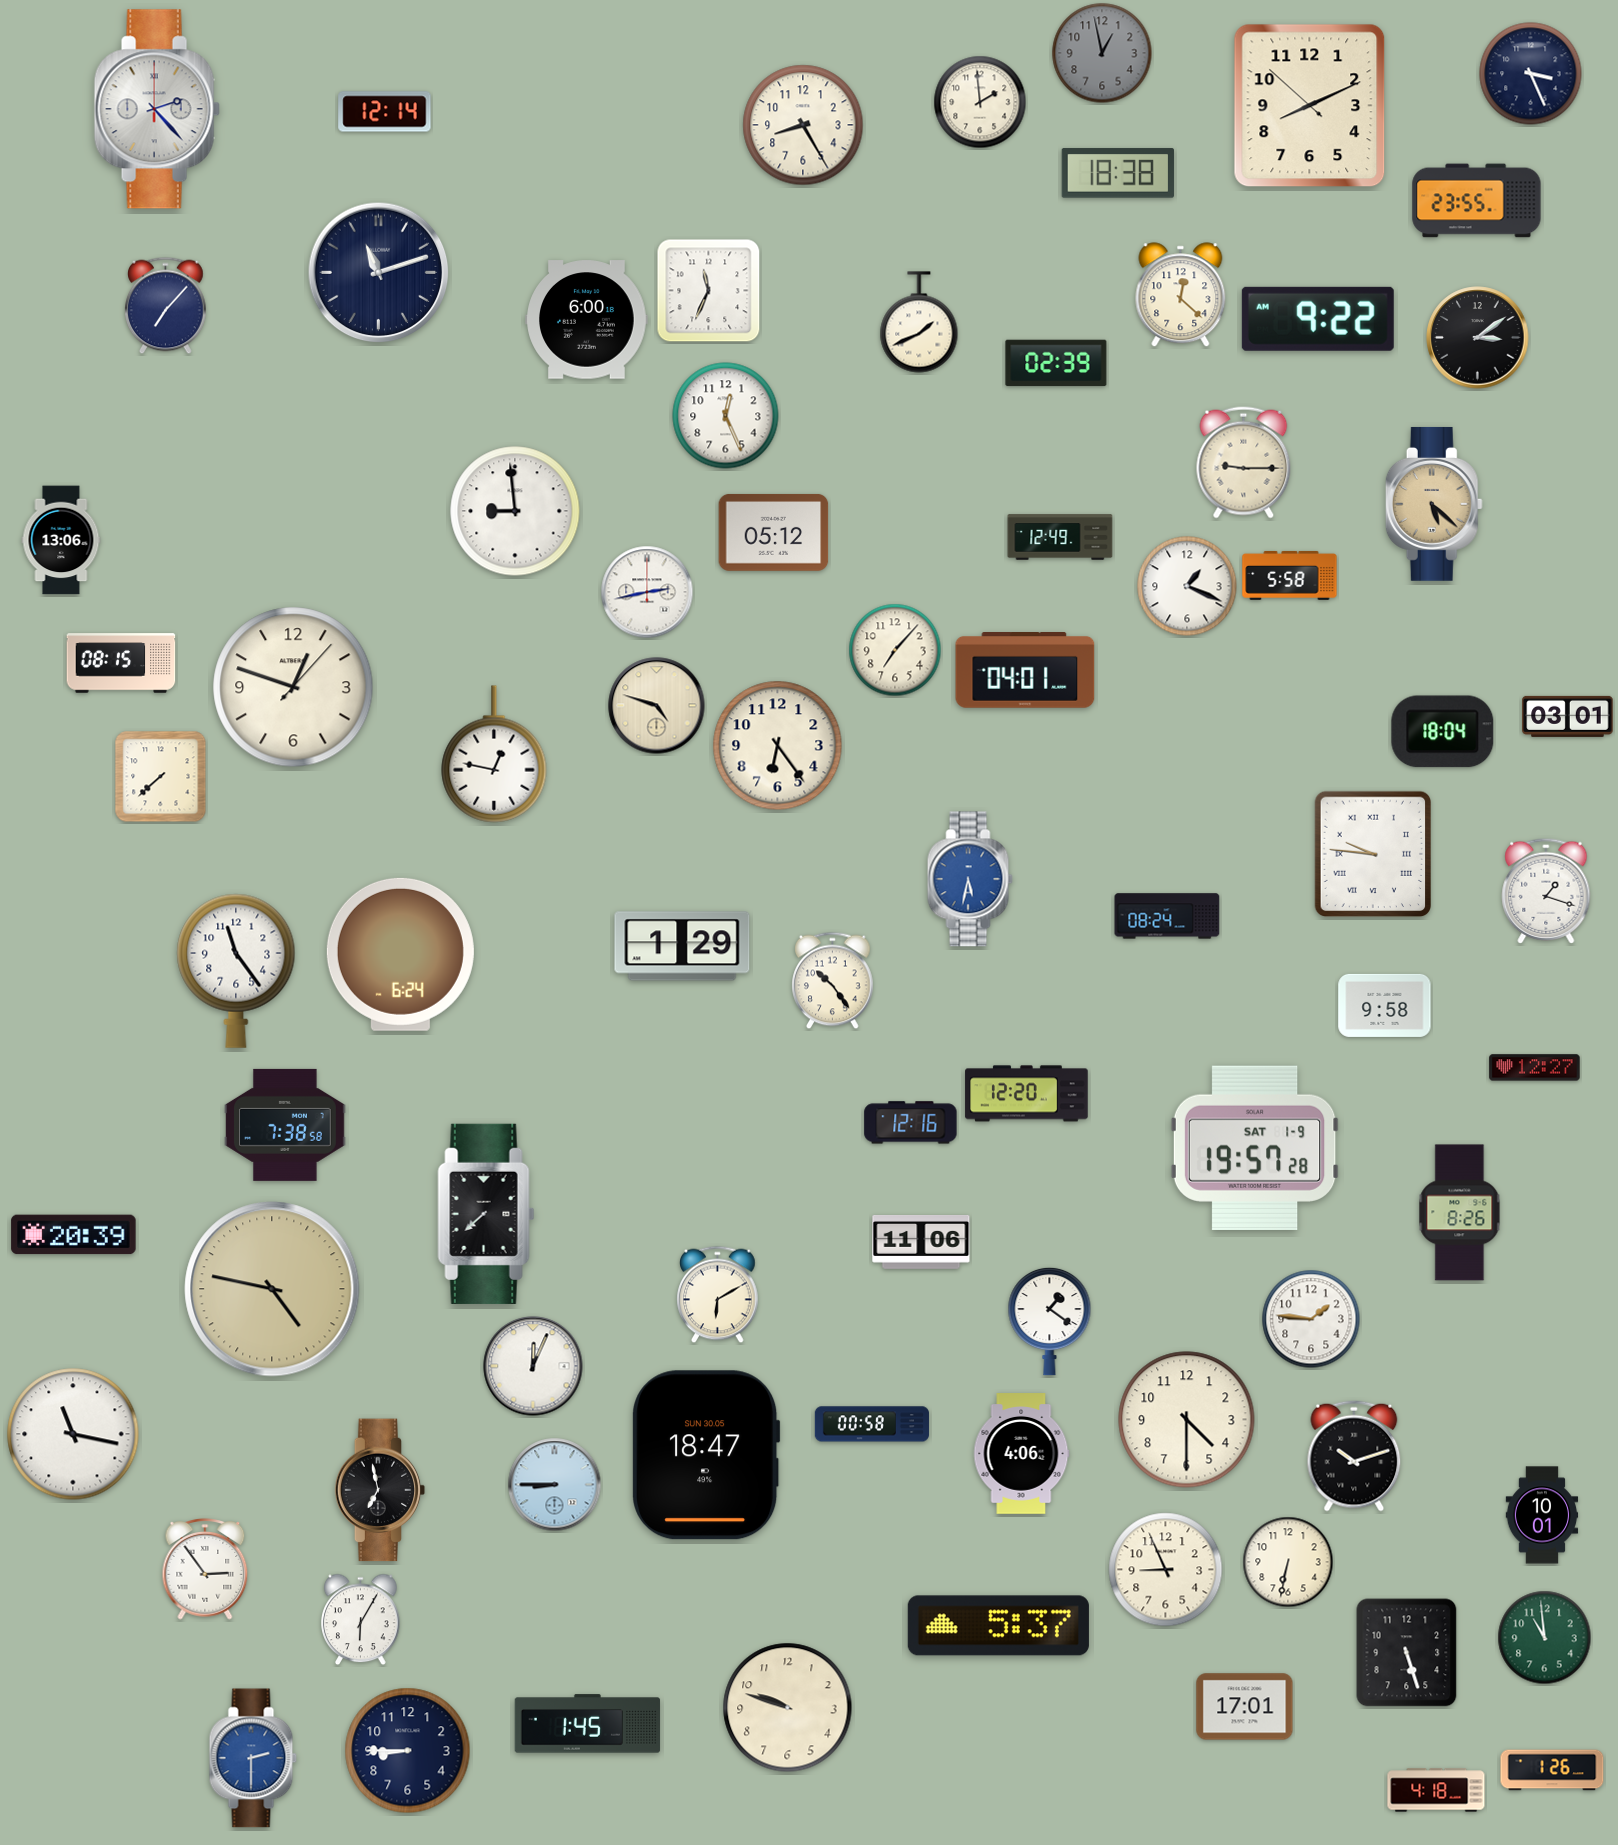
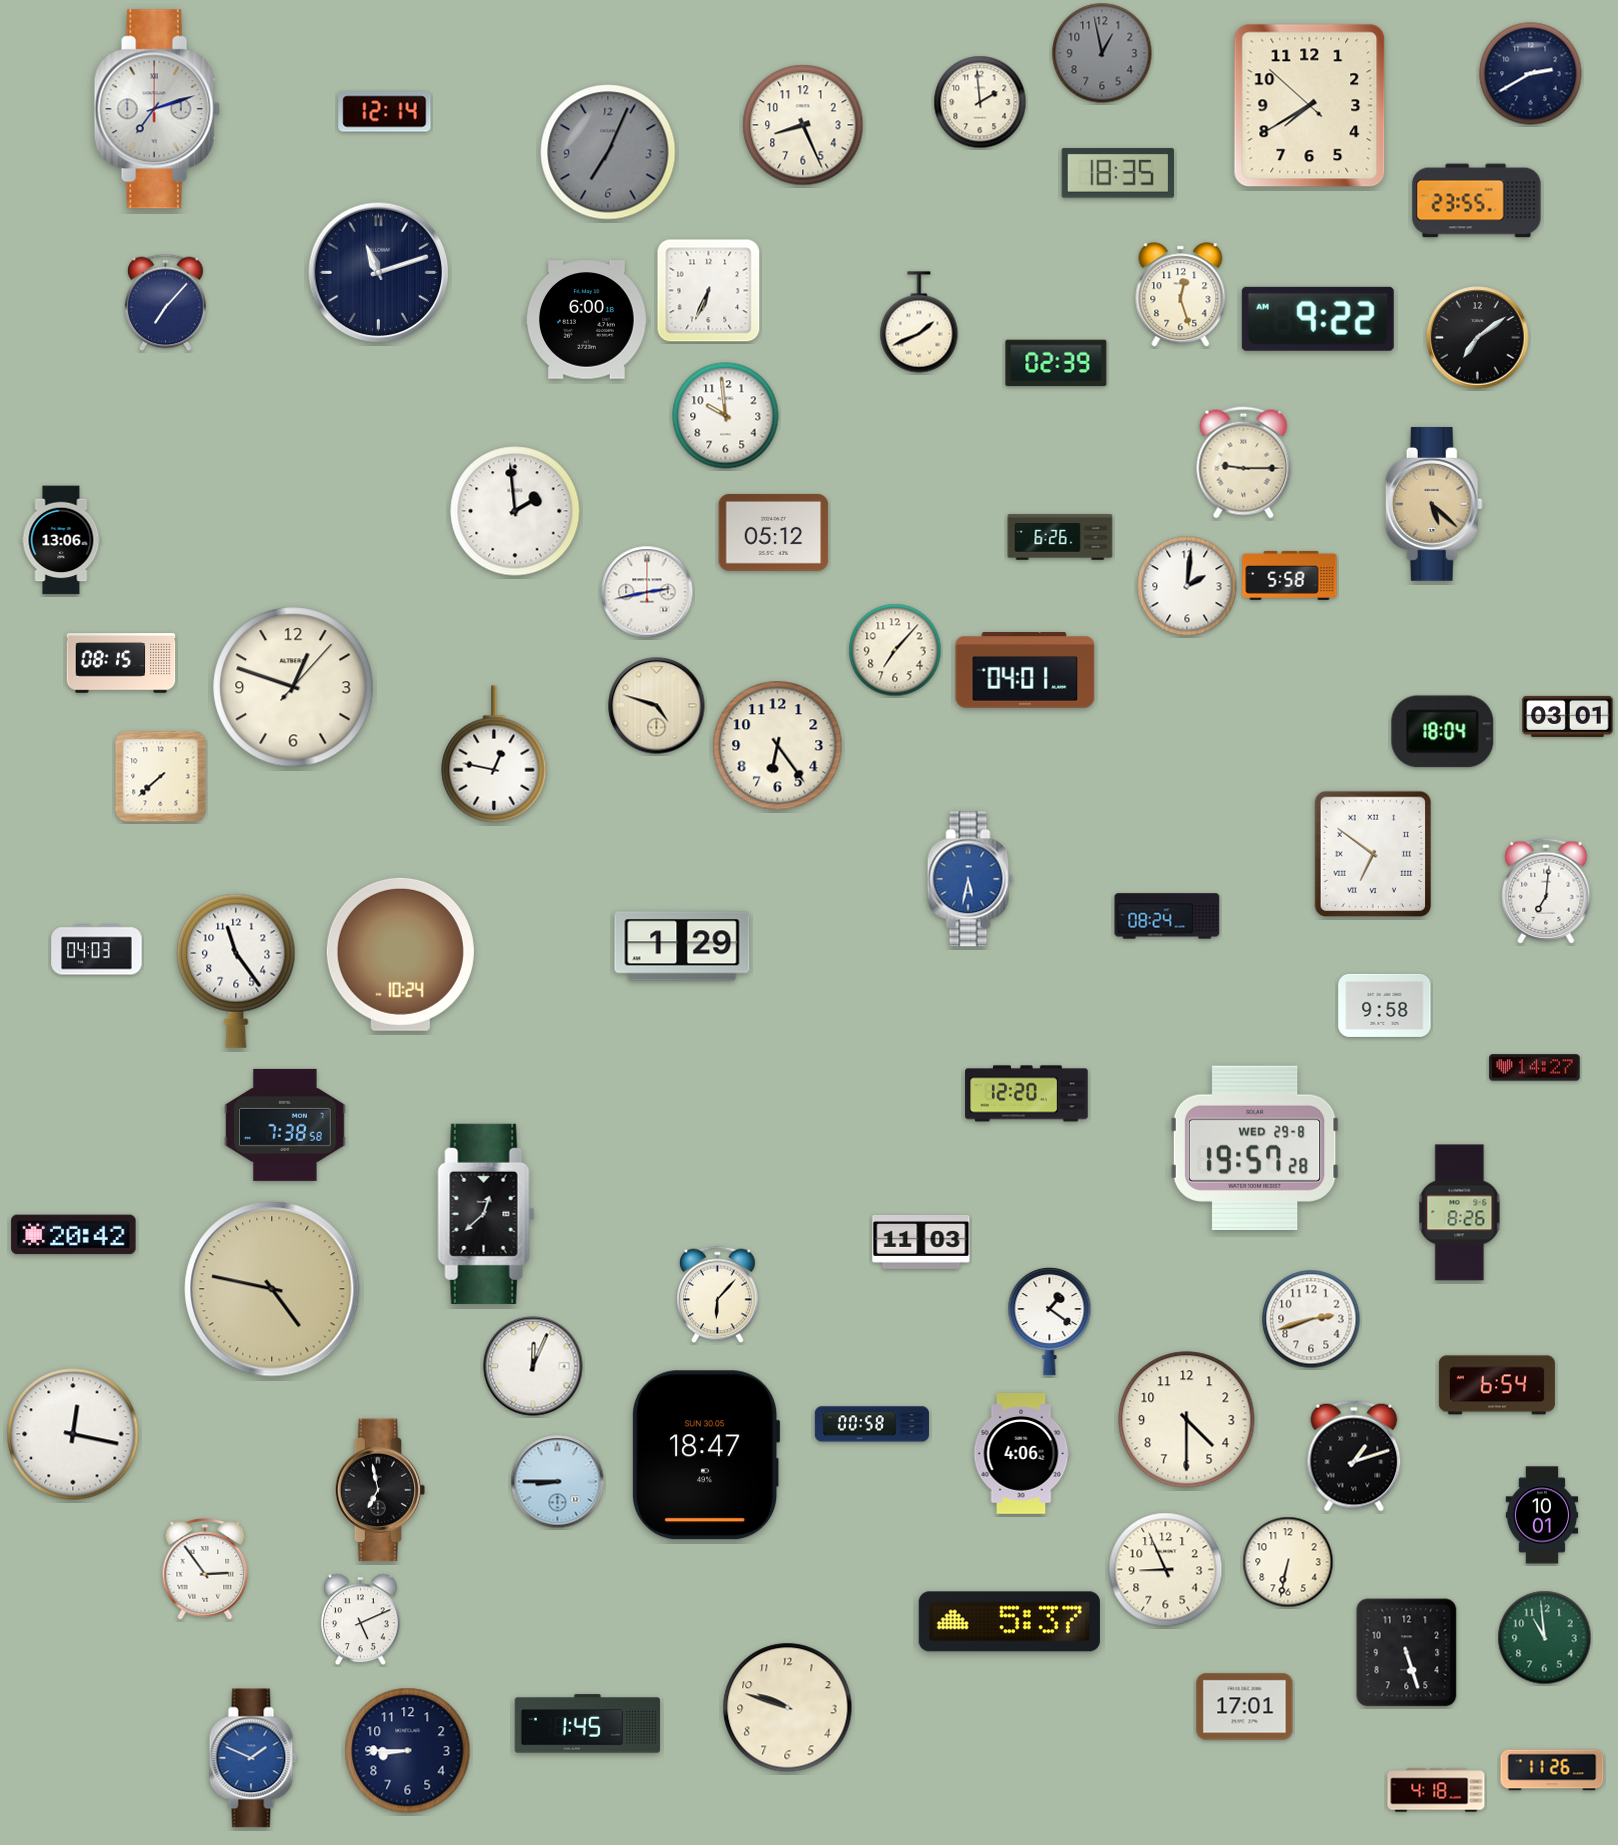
clock at (1531, 74): 3:26 -> 2:40
clock at (1310, 106): 8:10 -> 7:39
clock at (157, 109): 2:23 -> 7:12
clock at (803, 125): 8:25 -> 8:26
clock at (608, 152): none -> 7:04
clock at (1117, 173): 18:38 -> 18:35
clock at (709, 291): 11:34 -> 6:34
clock at (1181, 295): 12:22 -> 12:27
clock at (166, 306) position: (166, 306) -> (166, 303)
clock at (1478, 338): 3:09 -> 7:09
clock at (726, 416): 12:26 -> 9:59
clock at (515, 511): 8:59 -> 1:59
clock at (1060, 537): 12:49 -> 6:26
clock at (1187, 586): 1:19 -> 2:01
clock at (1373, 854): 9:46 -> 6:51
clock at (1546, 891): 1:18 -> 7:01
clock at (97, 950): none -> 04:03
clock at (400, 954): 6:24 -> 10:24
clock at (833, 981): 10:24 -> none
clock at (1535, 1068): 12:27 -> 14:27
clock at (911, 1123): 12:16 -> none
clock at (1255, 1148) date: SAT 1-9 -> WED 29-8
clock at (486, 1214): 7:38 -> 12:38
clock at (74, 1235): 20:39 -> 20:42
clock at (921, 1242): 11:06 -> 11:03
clock at (718, 1295): 6:10 -> 6:07
clock at (1311, 1319): 1:46 -> 2:42
clock at (1497, 1385): none -> 6:54
clock at (73, 1434): 11:17 -> 12:17
clock at (1354, 1456): 10:12 -> 1:12
clock at (555, 1485) position: (555, 1485) -> (558, 1482)
clock at (361, 1620): 6:05 -> 5:11
clock at (998, 1626) position: (998, 1626) -> (1009, 1622)
clock at (253, 1758): 2:30 -> 1:49
clock at (1552, 1770): 1:26 -> 11:26
